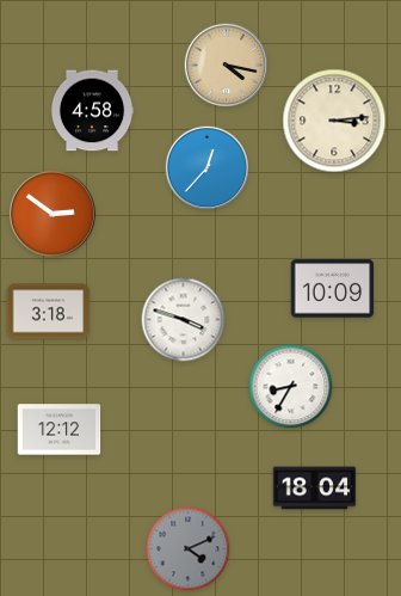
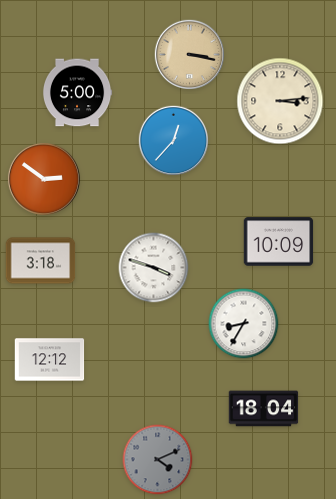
clock at (226, 64): 4:17 -> 3:17
clock at (92, 111): 4:58 -> 5:00
